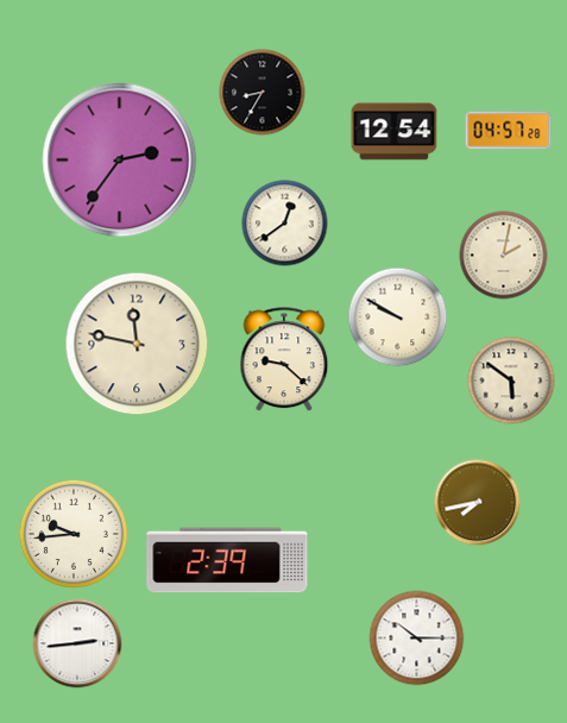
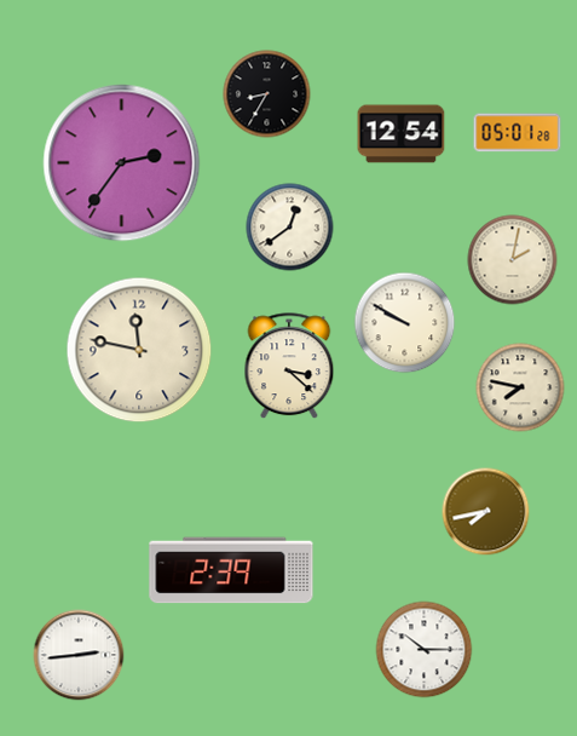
clock at (509, 131): 04:57 -> 05:01
clock at (284, 360): 9:22 -> 3:22
clock at (511, 381): 5:51 -> 7:47
clock at (74, 534): 9:44 -> none
